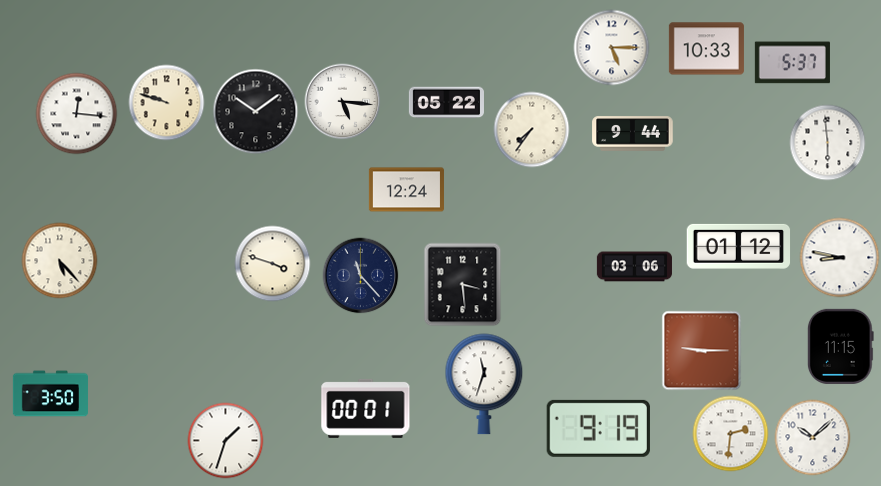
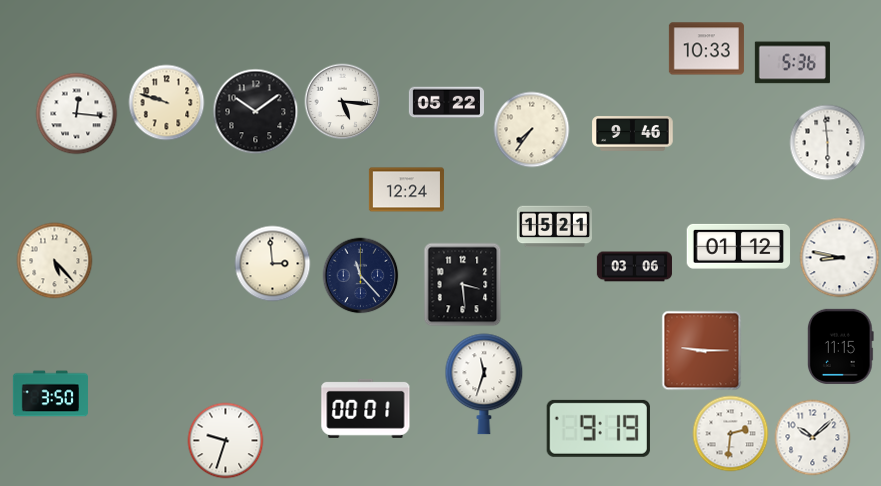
clock at (612, 48): 5:15 -> none
clock at (792, 63): 5:37 -> 5:36
clock at (633, 134): 9:44 -> 9:46
clock at (554, 227): none -> 15:21
clock at (60, 261) position: (60, 261) -> (55, 261)
clock at (273, 264): 3:48 -> 2:59
clock at (226, 441): 1:33 -> 9:33
